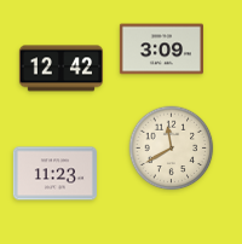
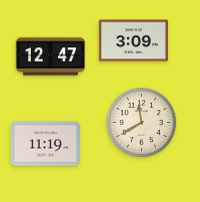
clock at (60, 69): 12:42 -> 12:47
clock at (54, 174): 11:23 -> 11:19
